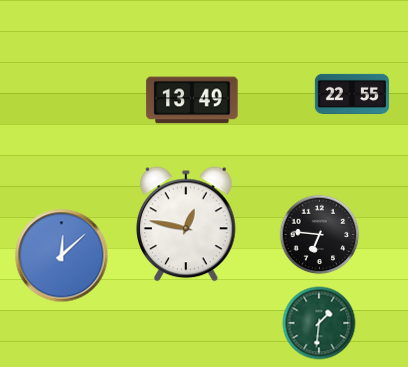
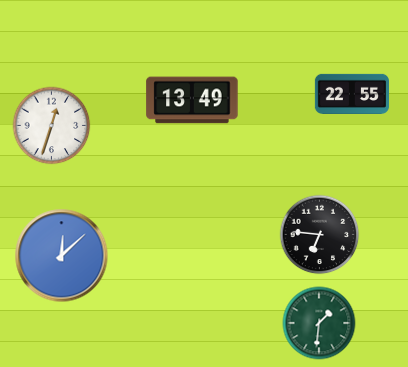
clock at (52, 126): none -> 12:33
clock at (187, 224): 12:47 -> none
